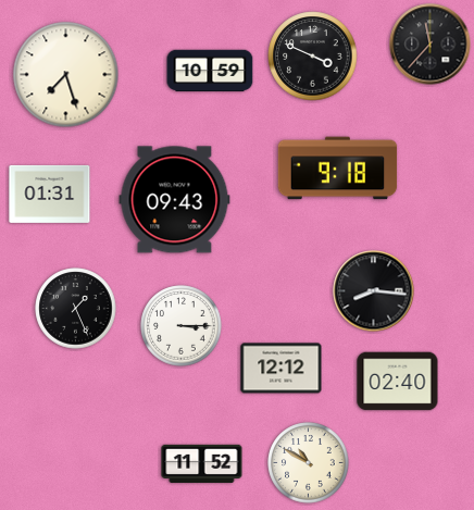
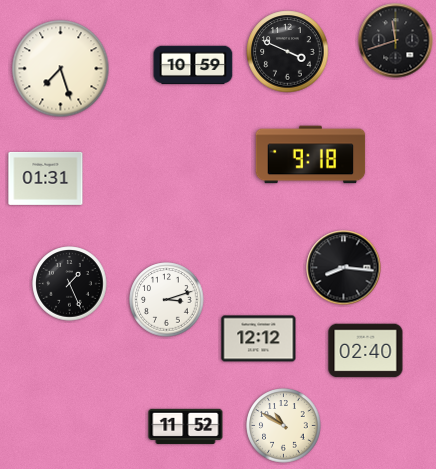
clock at (431, 45): 11:37 -> 11:42
clock at (175, 200): 09:43 -> none
clock at (182, 326): 3:15 -> 3:12
